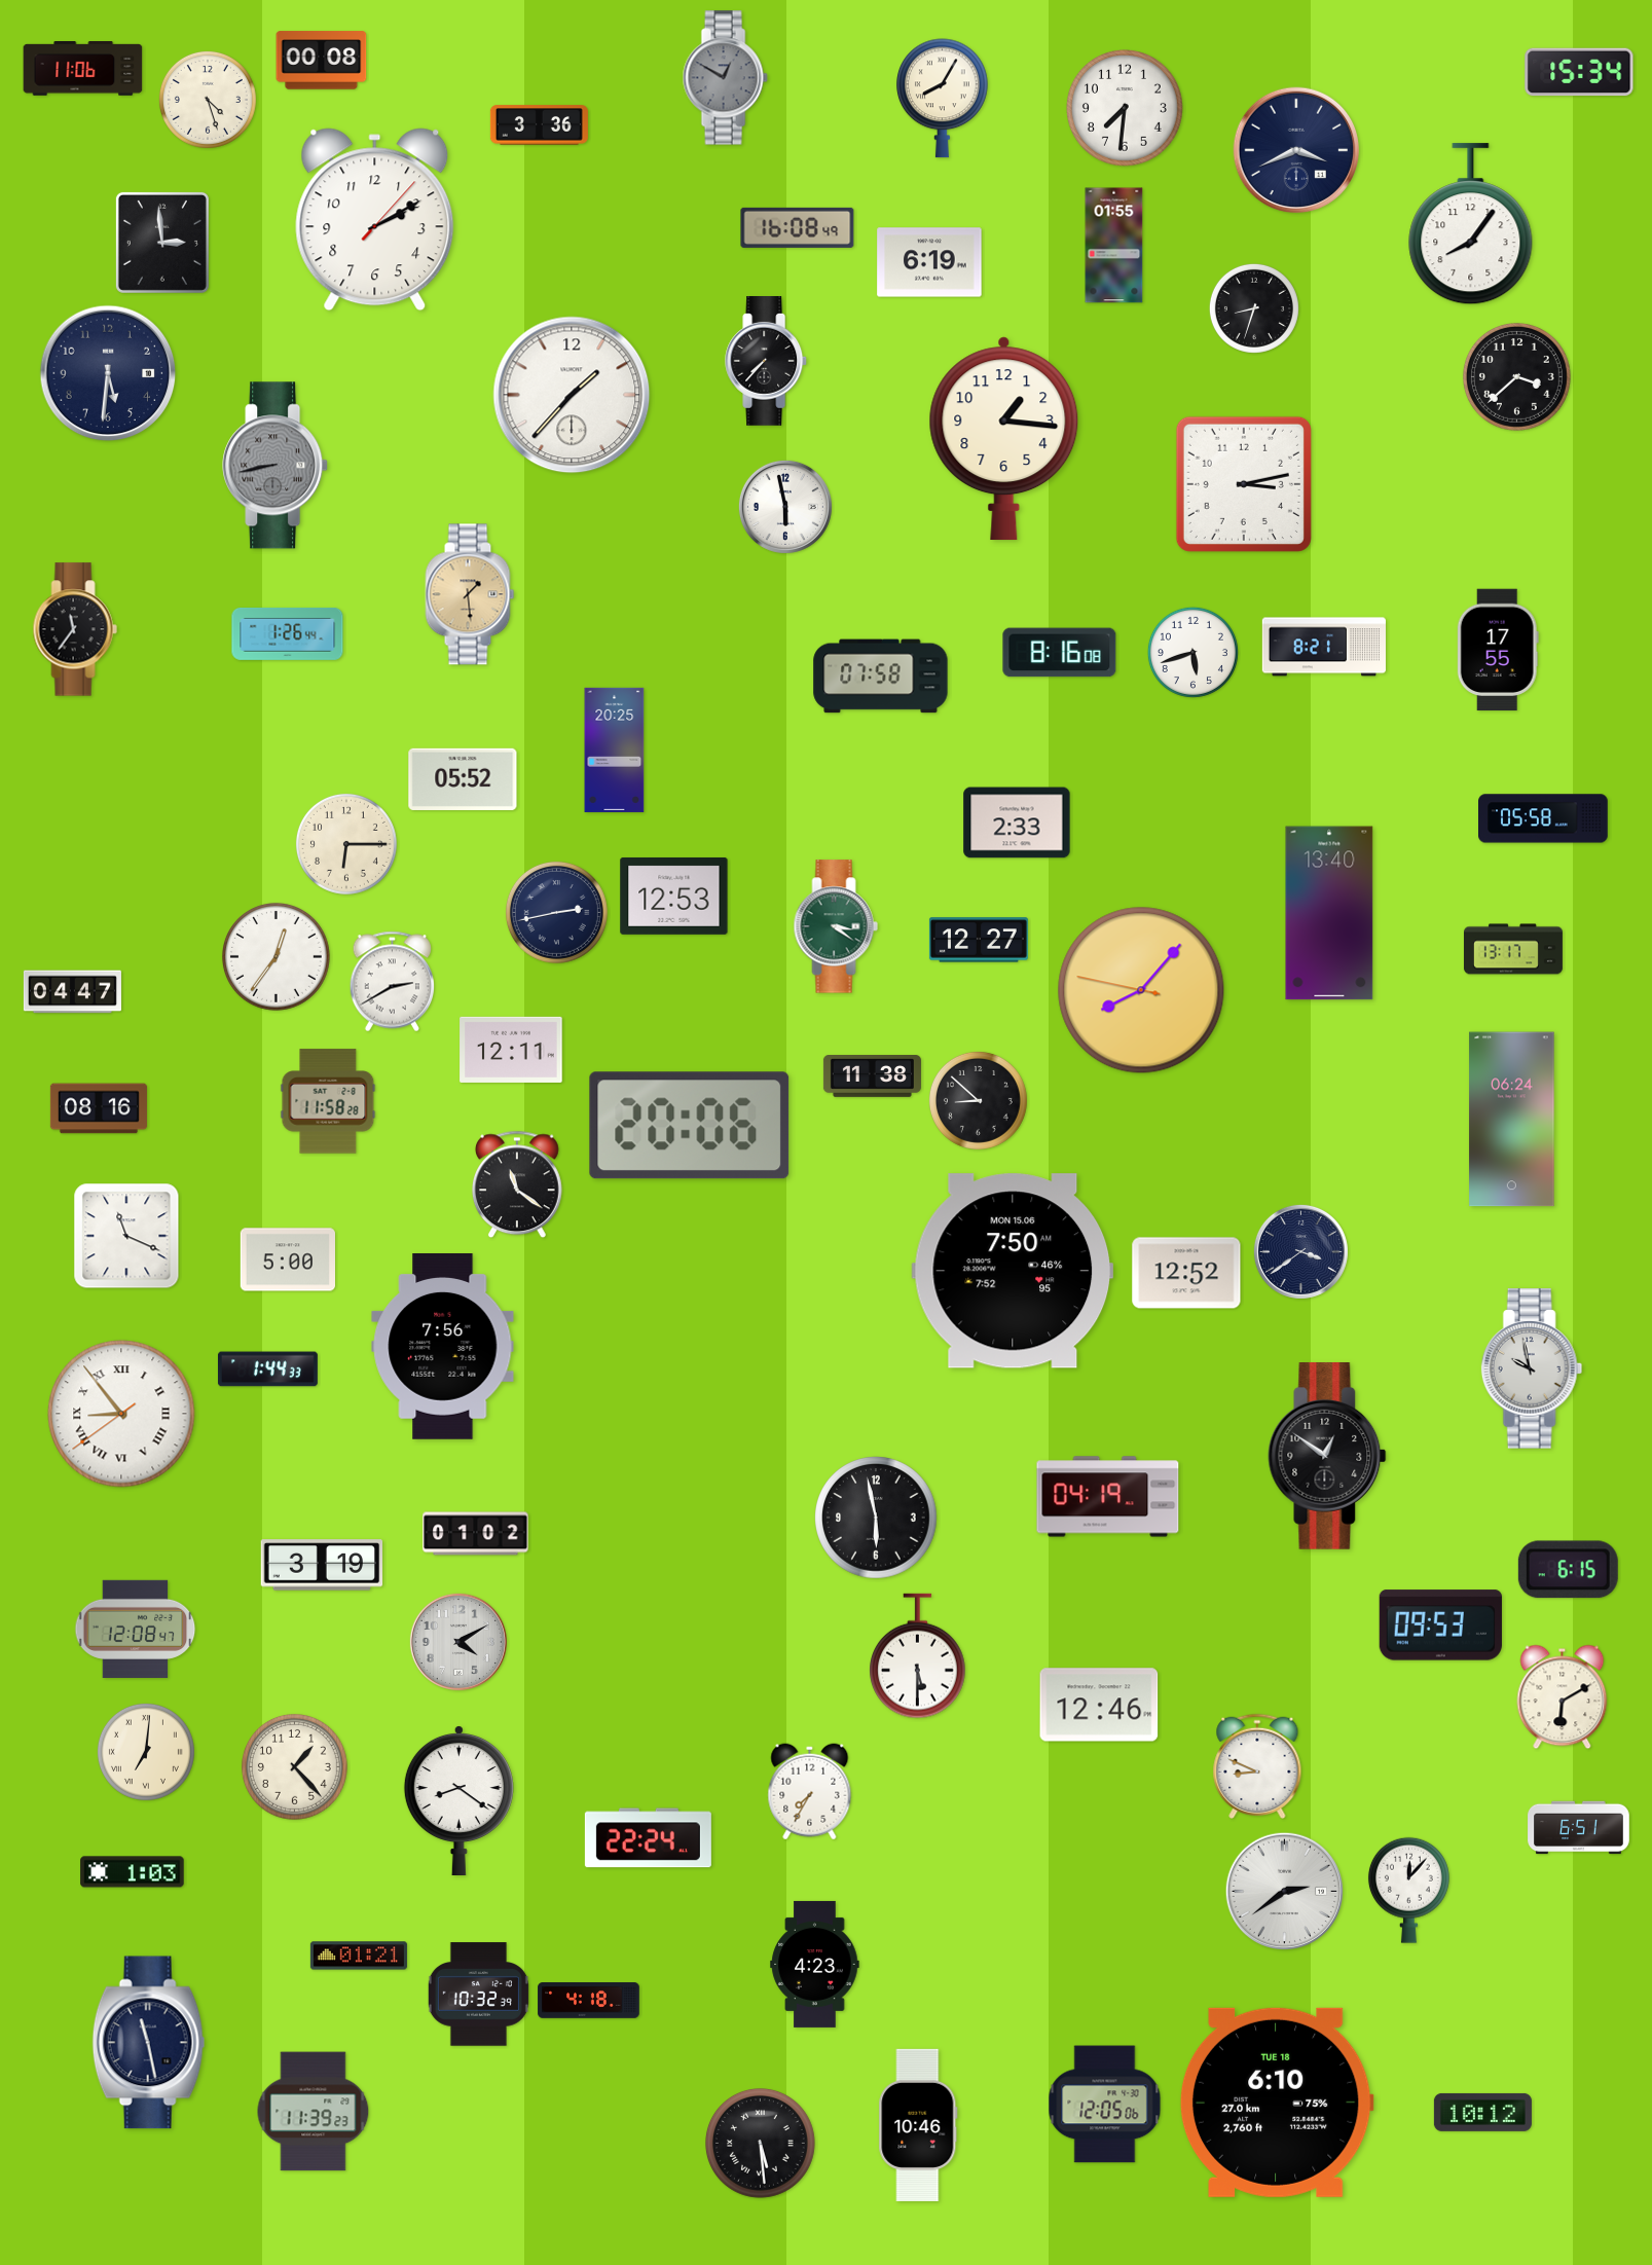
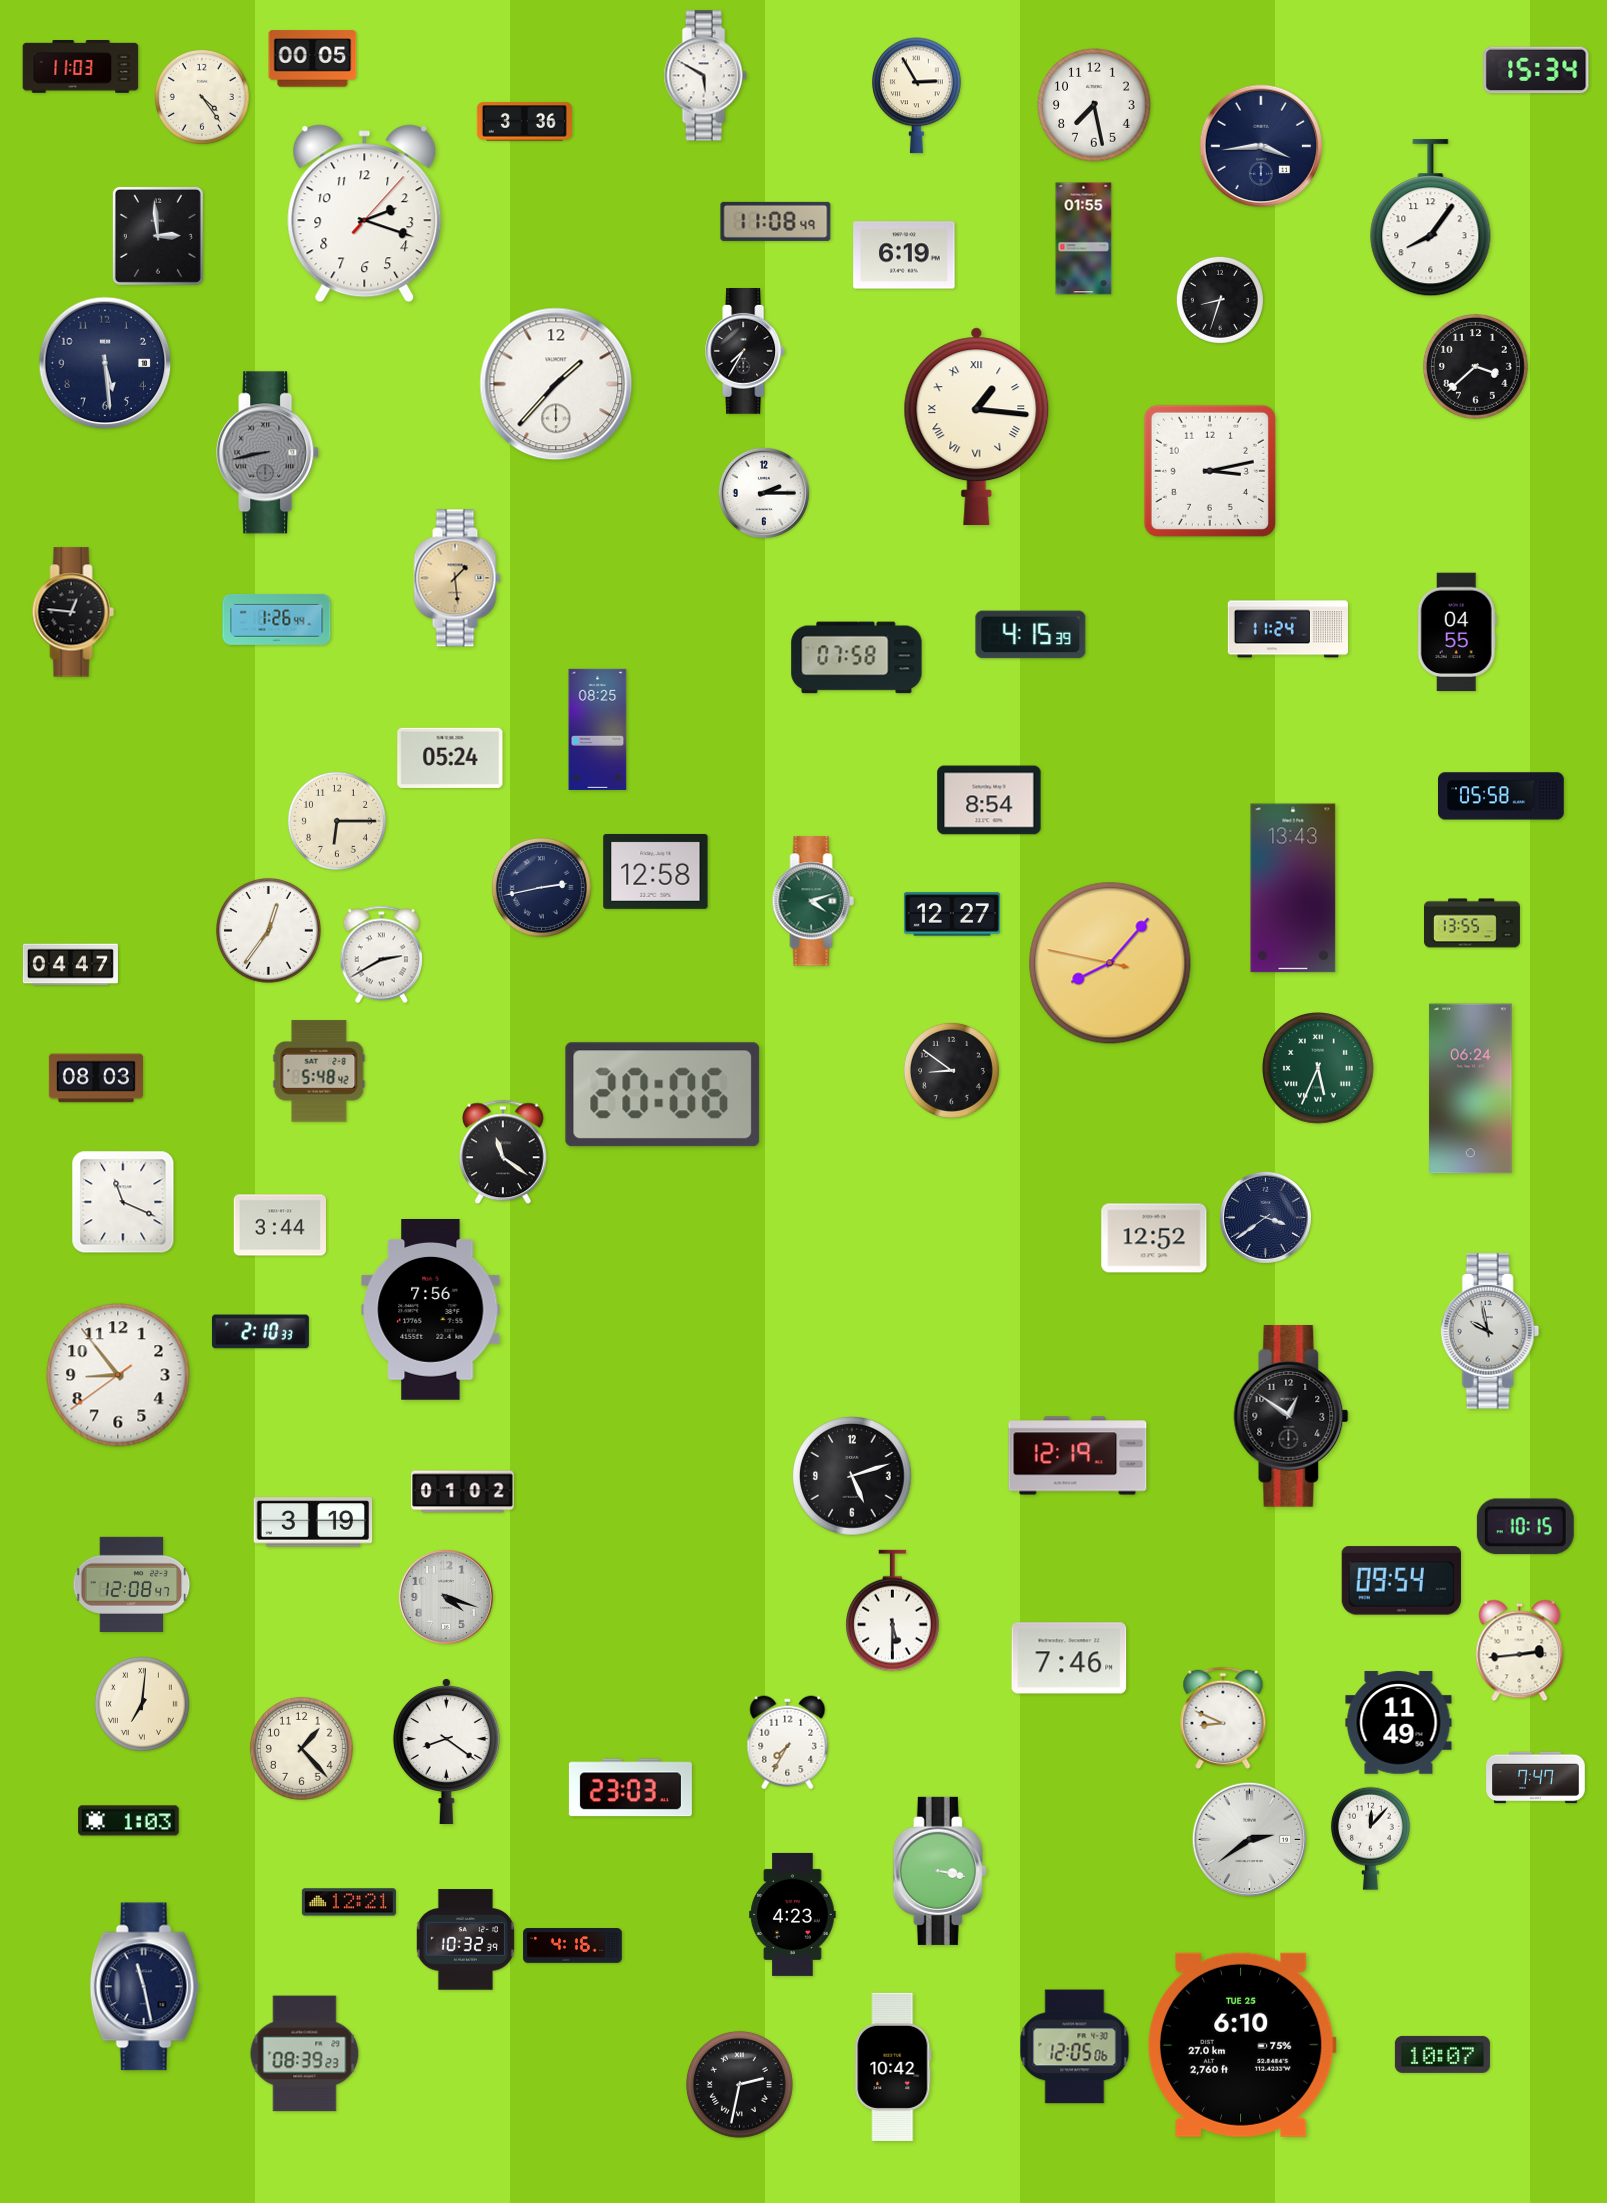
clock at (322, 61): 00:08 -> 00:05
clock at (83, 69): 11:06 -> 11:03
clock at (725, 78): 12:50 -> 5:50
clock at (725, 78) dial: grey -> white
clock at (943, 99): 8:05 -> 2:55
clock at (208, 100): 4:27 -> 4:24
clock at (1126, 109): 7:31 -> 7:28
clock at (1296, 150): 3:41 -> 3:44
clock at (375, 220): 2:10 -> 2:18
clock at (798, 227): 16:08 -> 11:08
clock at (767, 362): 7:37 -> 7:35
clock at (108, 373): 5:31 -> 5:29
clock at (1004, 439) numerals: Arabic -> Roman
clock at (785, 507): 5:58 -> 2:15
clock at (75, 629): 11:36 -> 12:46
clock at (288, 633) position: (288, 633) -> (277, 619)
clock at (1324, 647): 8:21 -> 11:24
clock at (1498, 650): 17:55 -> 04:55
clock at (1192, 652): 5:42 -> none
clock at (1060, 653): 8:16 -> 4:15
clock at (615, 750): 20:25 -> 08:25
clock at (463, 779): 05:52 -> 05:24
clock at (1017, 823): 2:33 -> 8:54
clock at (674, 896): 12:53 -> 12:58
clock at (1329, 913): 13:40 -> 13:43
clock at (836, 926): 3:21 -> 4:12
clock at (1513, 949): 13:17 -> 13:55
clock at (511, 1050): 12:11 -> none
clock at (872, 1076): 11:38 -> none
clock at (1319, 1069): none -> 5:34
clock at (978, 1100): 8:52 -> 8:51
clock at (328, 1101): 11:58 -> 5:48
clock at (99, 1108): 08:16 -> 08:03
clock at (690, 1126) position: (690, 1126) -> (663, 1095)
clock at (287, 1259): 5:00 -> 3:44
clock at (1013, 1271): 7:50 -> none
clock at (267, 1369): 1:44 -> 2:10
clock at (121, 1414) numerals: Roman -> Arabic
clock at (1108, 1497): 04:19 -> 12:19
clock at (876, 1518): 5:58 -> 5:12
clock at (1568, 1570): 6:15 -> 10:15
clock at (1440, 1625): 09:53 -> 09:54
clock at (458, 1642): 4:10 -> 4:18
clock at (1563, 1697): 6:10 -> 2:44
clock at (1099, 1705): 12:46 -> 7:46
clock at (294, 1766) position: (294, 1766) -> (301, 1748)
clock at (1399, 1723): none -> 11:49
clock at (1579, 1828): 6:51 -> 7:47
clock at (648, 1838): 22:24 -> 23:03
clock at (940, 1871): none -> 3:17
clock at (359, 1956): 01:21 -> 12:21
clock at (815, 1964) position: (815, 1964) -> (793, 1914)
clock at (589, 2001): 4:18 -> 4:16
clock at (1277, 2103) date: TUE 18 -> TUE 25
clock at (314, 2112): 11:39 -> 08:39
clock at (1482, 2112): 10:12 -> 10:07
clock at (918, 2125): 10:46 -> 10:42
clock at (761, 2144): 5:29 -> 2:32
